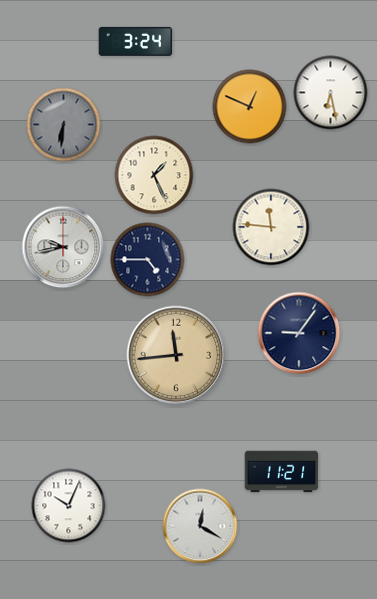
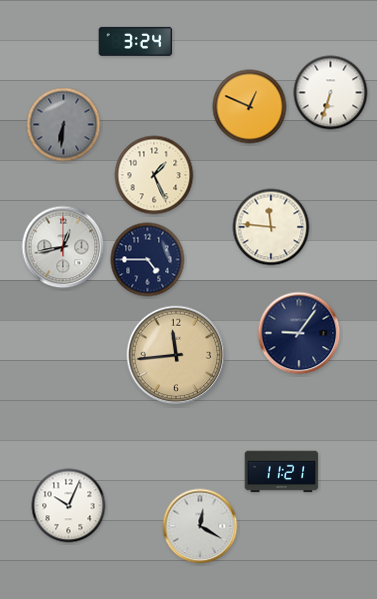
clock at (331, 93): 6:28 -> 6:33
clock at (63, 247): 9:43 -> 12:43
